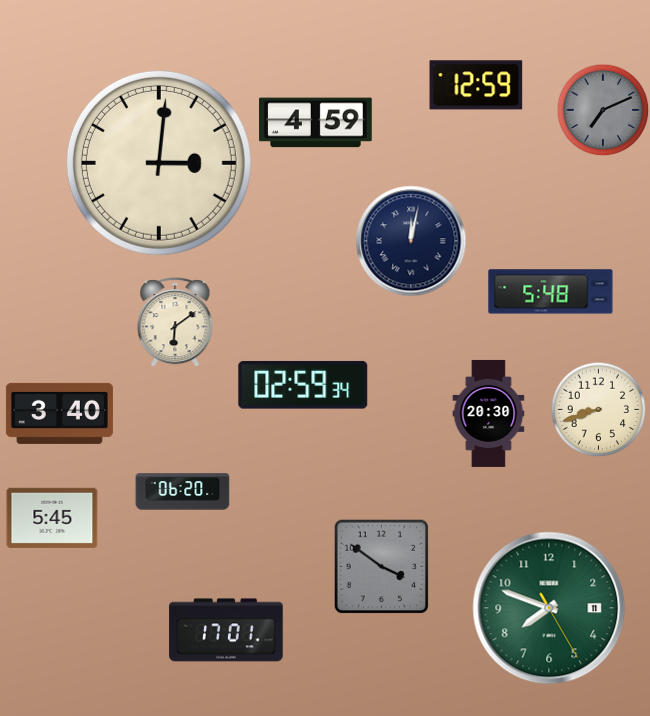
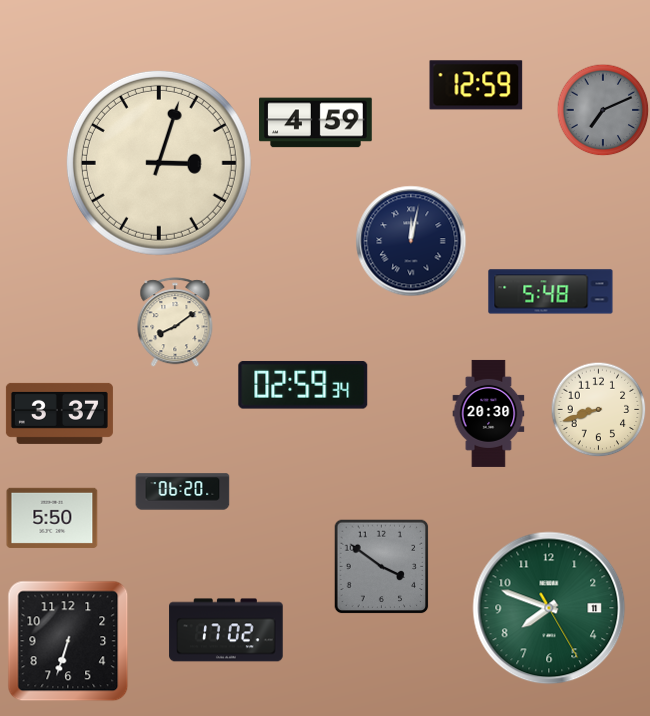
clock at (159, 163): 3:01 -> 3:03
clock at (175, 322): 6:09 -> 8:09
clock at (59, 413): 3:40 -> 3:37
clock at (52, 518): 5:45 -> 5:50
clock at (226, 630): 17:01 -> 17:02
clock at (68, 641): none -> 6:33
